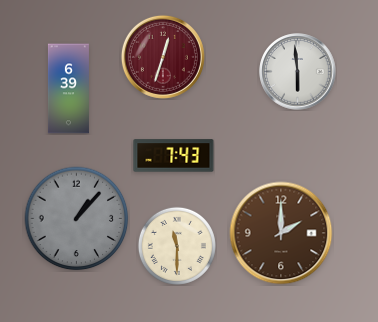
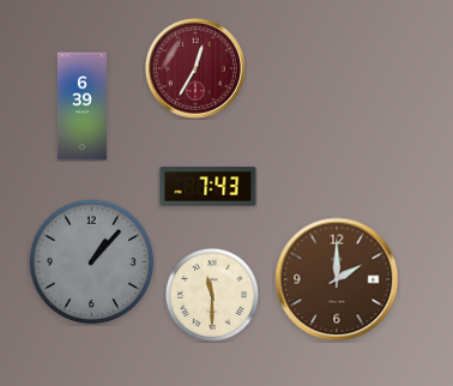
clock at (163, 57): 12:33 -> 12:35
clock at (298, 72): 5:59 -> none
